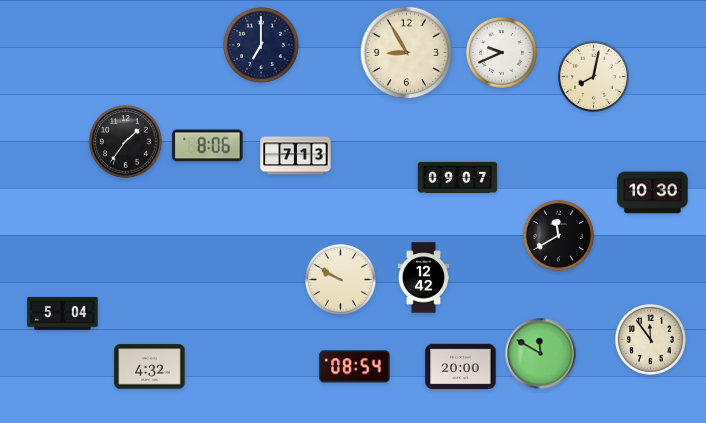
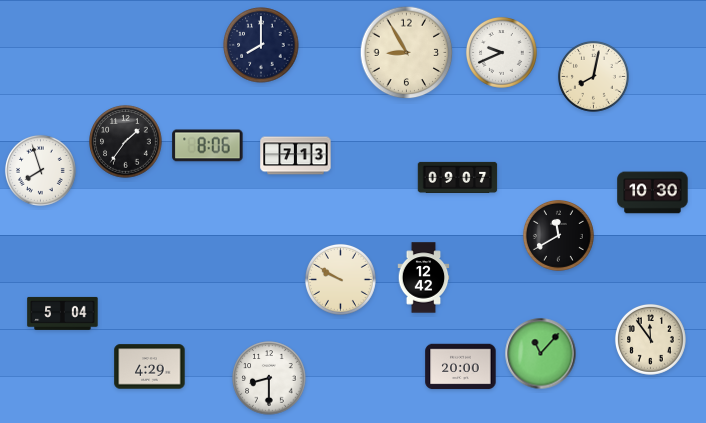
clock at (261, 45): 7:00 -> 8:00
clock at (40, 170): none -> 7:57
clock at (541, 354): 11:50 -> 11:07
clock at (150, 367): 4:32 -> 4:29
clock at (355, 367): 08:54 -> none
clock at (269, 378): none -> 8:30
